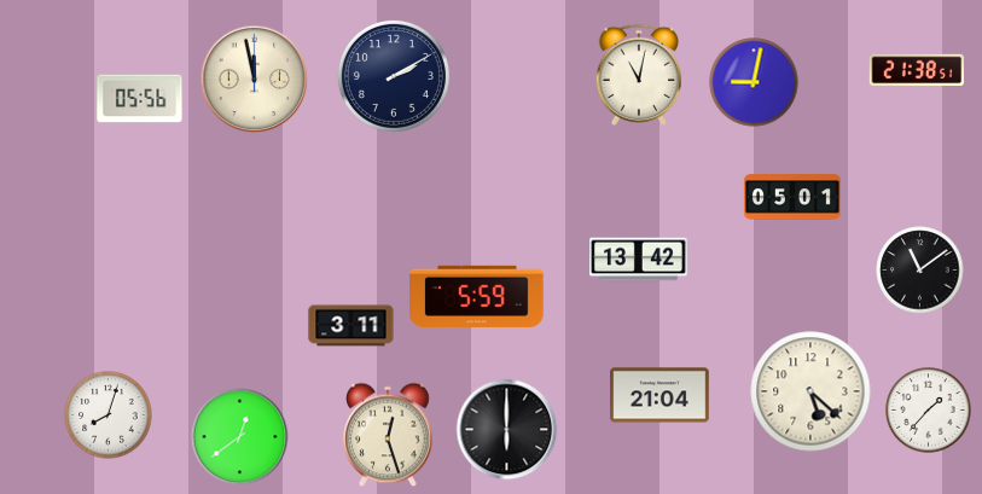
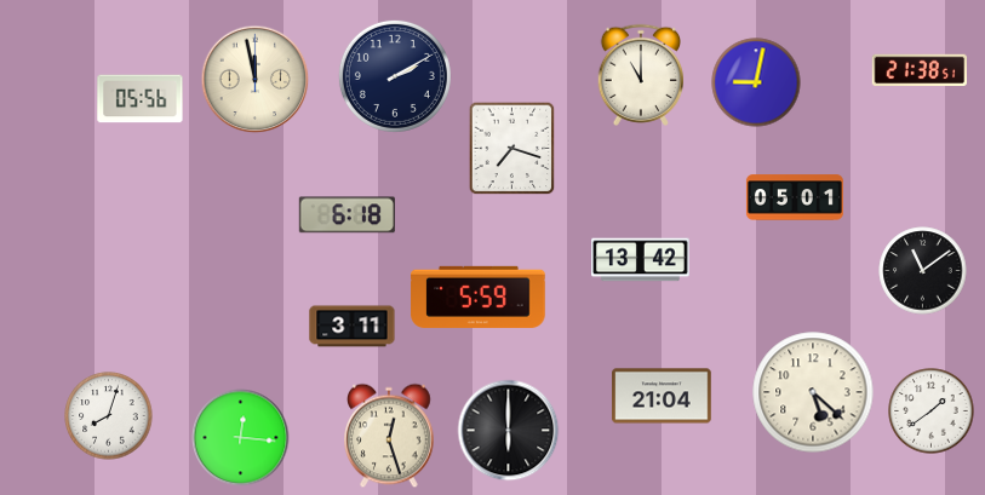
clock at (638, 75): 11:02 -> 11:00
clock at (512, 149): none -> 7:18
clock at (347, 215): none -> 6:18
clock at (929, 411): 1:37 -> 1:39
clock at (240, 437): 12:39 -> 12:16
